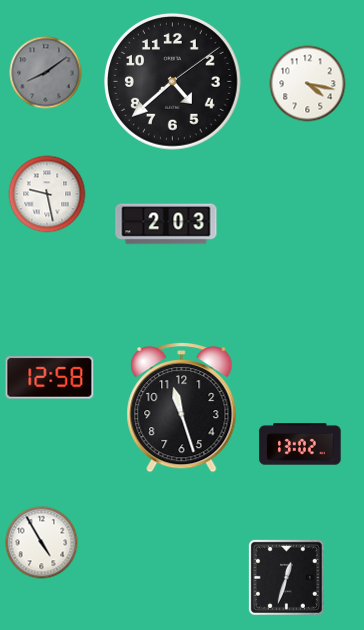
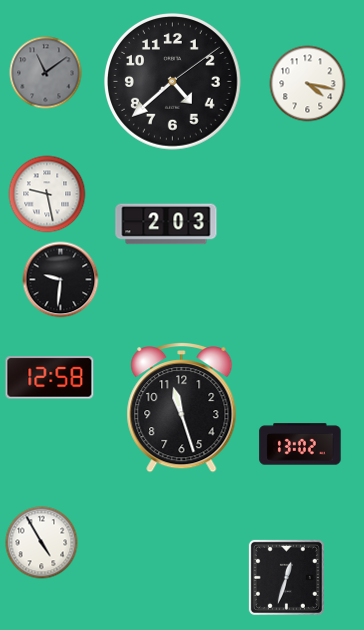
clock at (46, 73): 8:09 -> 11:09
clock at (61, 280): none -> 9:31
